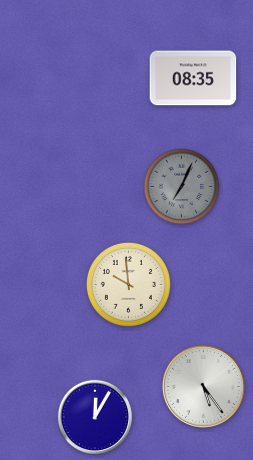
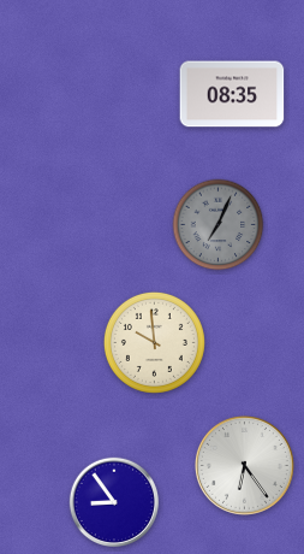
clock at (203, 386): 5:24 -> 6:24
clock at (95, 417): 12:05 -> 8:54
